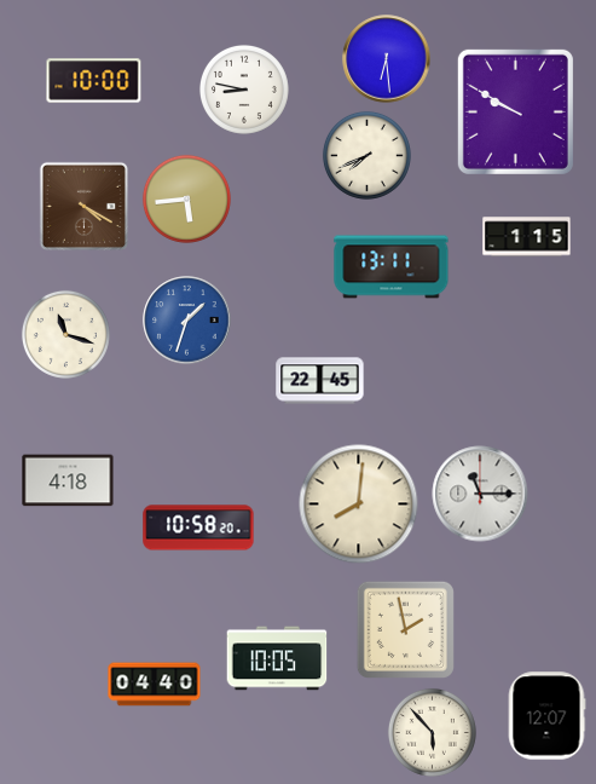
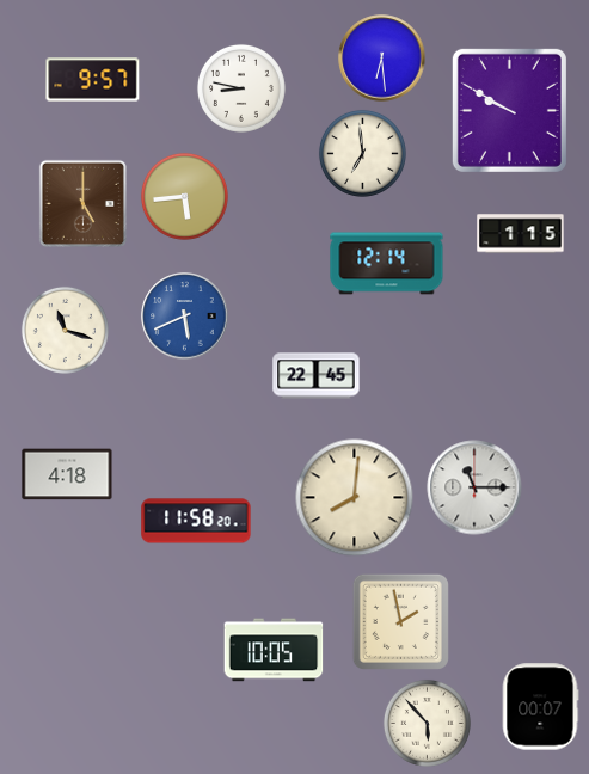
clock at (94, 81): 10:00 -> 9:57
clock at (366, 155): 7:41 -> 6:59
clock at (83, 206): 4:20 -> 5:00
clock at (392, 267): 13:11 -> 12:14
clock at (187, 321): 1:33 -> 5:41
clock at (198, 528): 10:58 -> 11:58
clock at (155, 685): 04:40 -> none
clock at (546, 716): 12:07 -> 00:07
